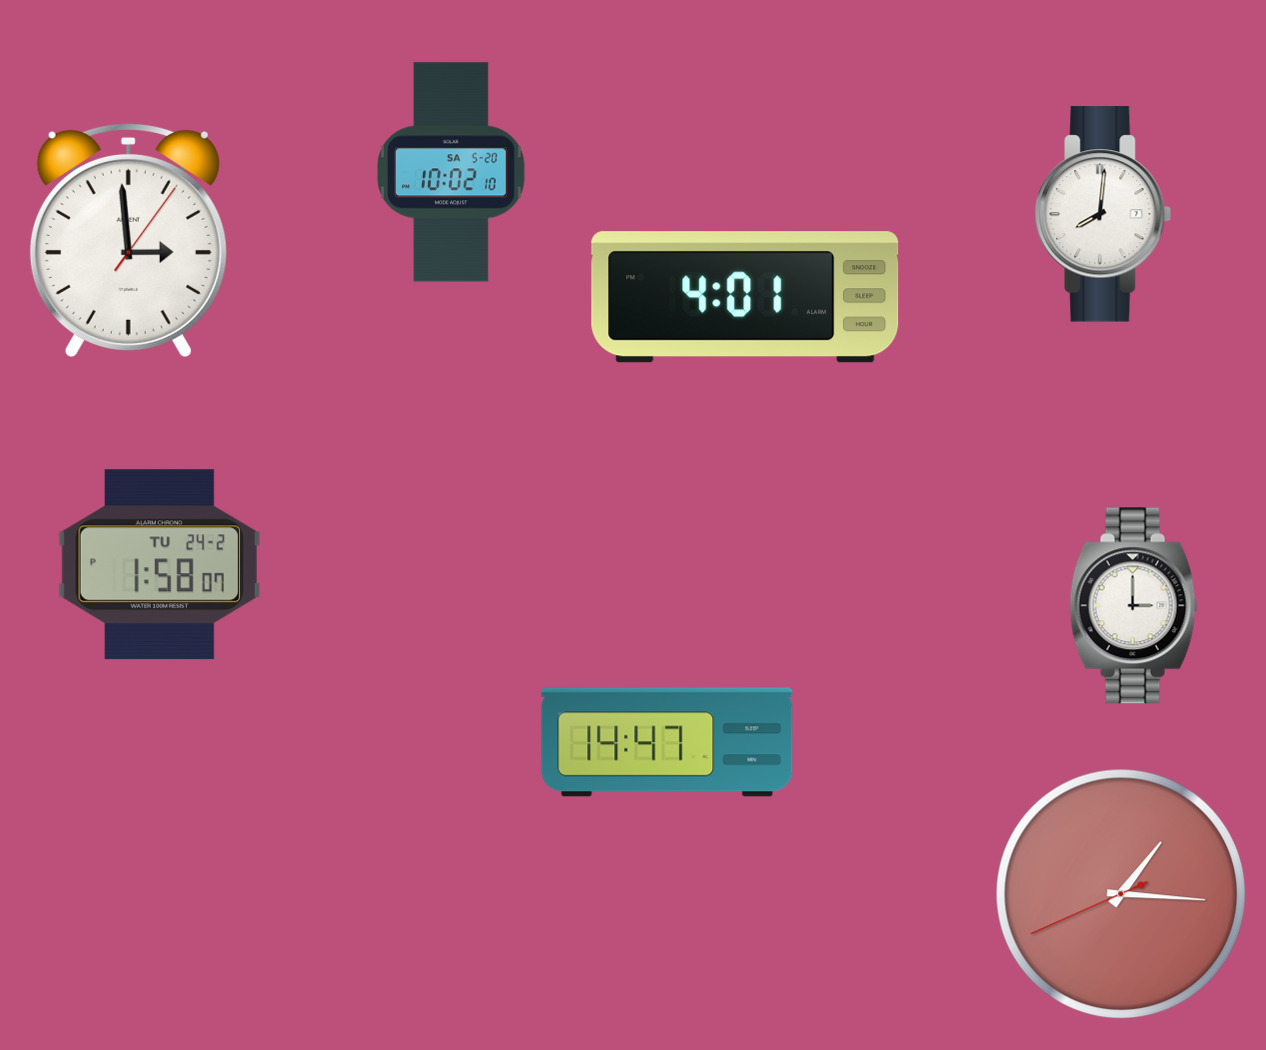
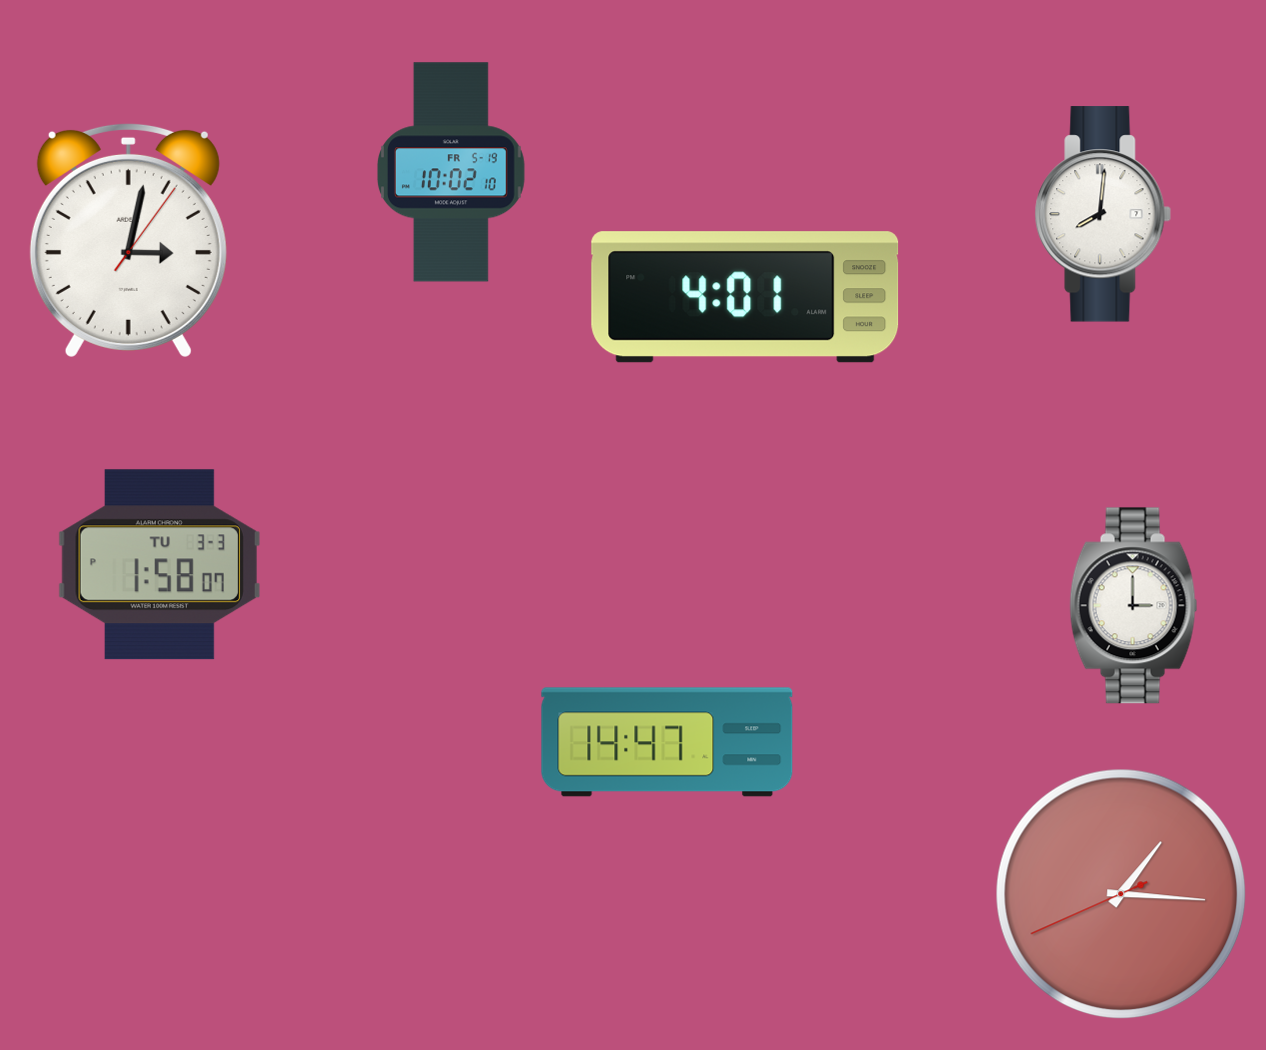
clock at (451, 172) date: SA 5-20 -> FR 5-19
clock at (128, 240): 2:59 -> 3:02
clock at (159, 565) date: TU 24-2 -> TU 3-3
